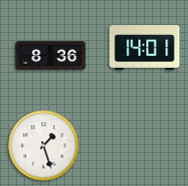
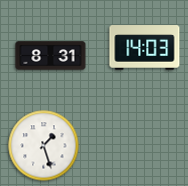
clock at (145, 48): 14:01 -> 14:03
clock at (51, 56): 8:36 -> 8:31
